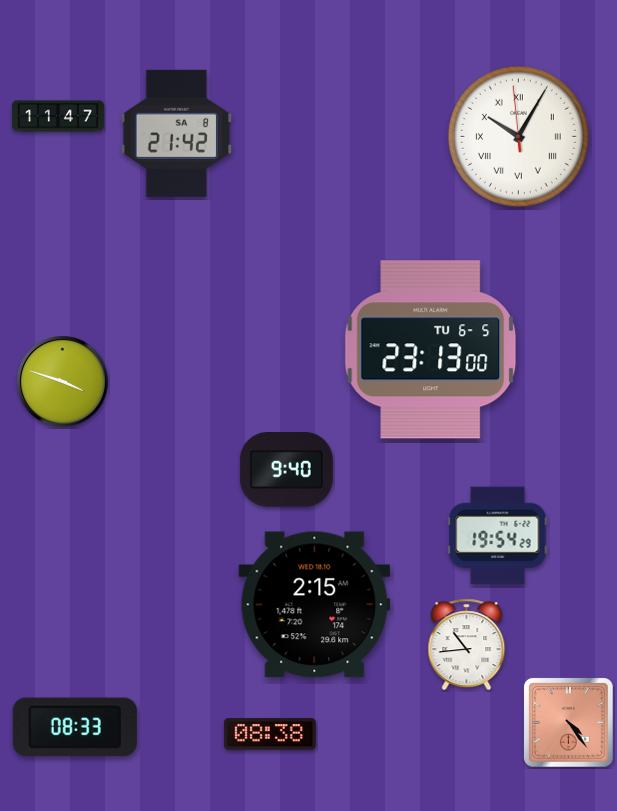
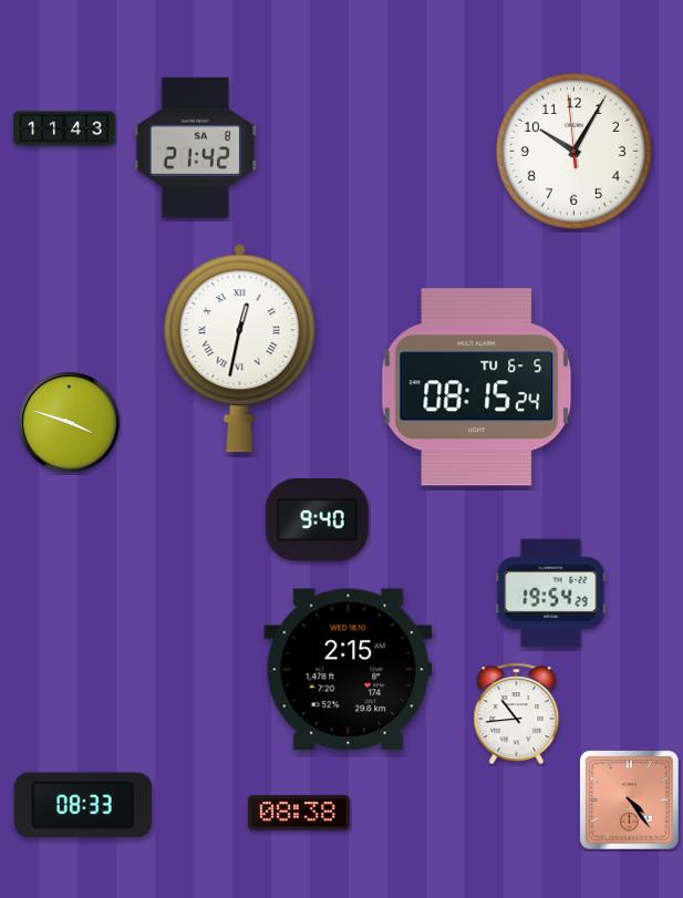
clock at (58, 116): 11:47 -> 11:43
clock at (518, 136) numerals: Roman -> Arabic
clock at (240, 349): none -> 12:32
clock at (431, 350): 23:13 -> 08:15
